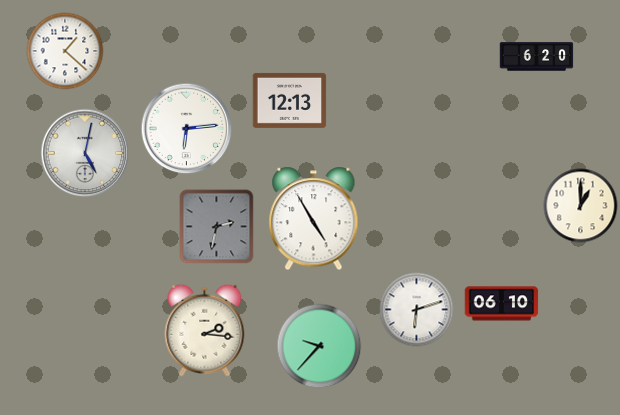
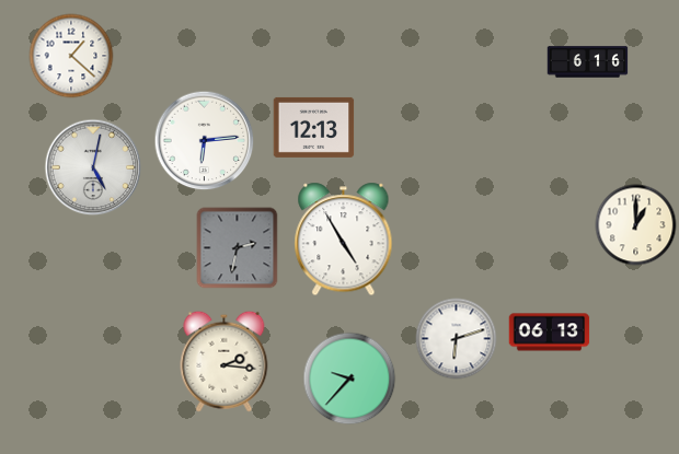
clock at (537, 57): 6:20 -> 6:16
clock at (290, 100) position: (290, 100) -> (314, 127)
clock at (502, 304): 06:10 -> 06:13
